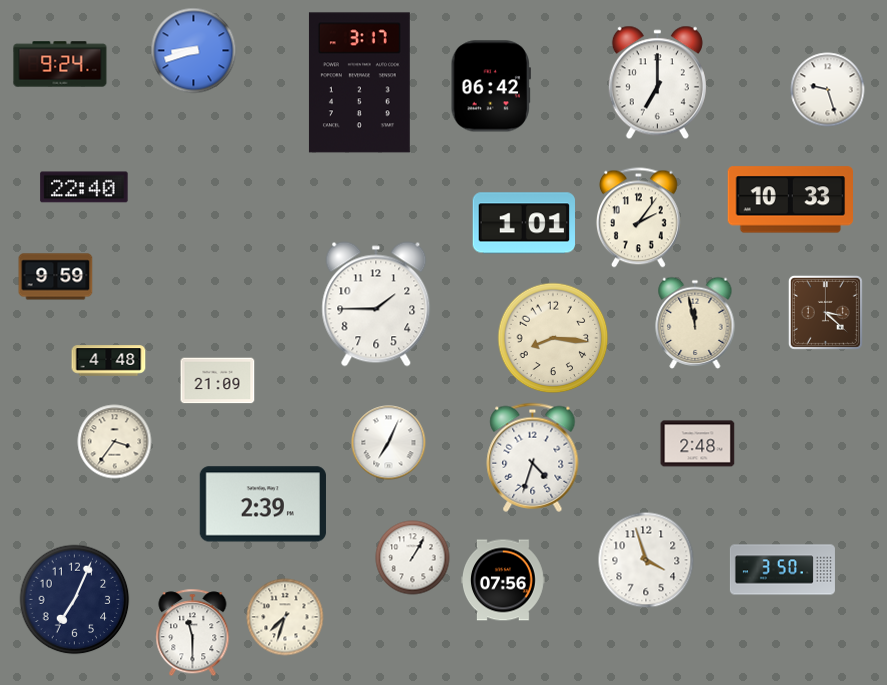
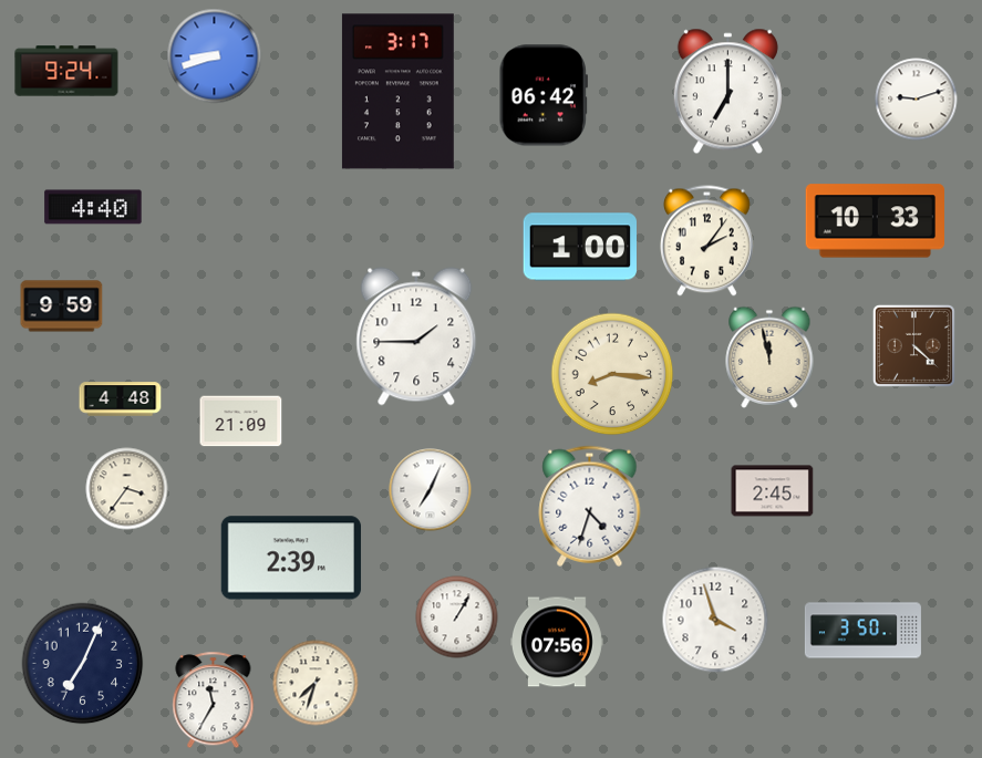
clock at (828, 90): 9:27 -> 9:12
clock at (84, 187): 22:40 -> 4:40
clock at (523, 223): 1:01 -> 1:00
clock at (825, 312): 3:22 -> 4:22
clock at (698, 444): 2:48 -> 2:45
clock at (782, 570) position: (782, 570) -> (862, 631)
clock at (193, 633): 11:30 -> 11:35
